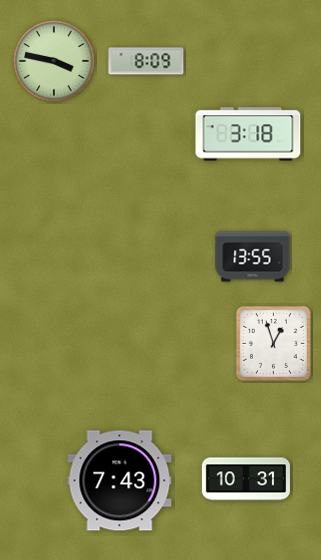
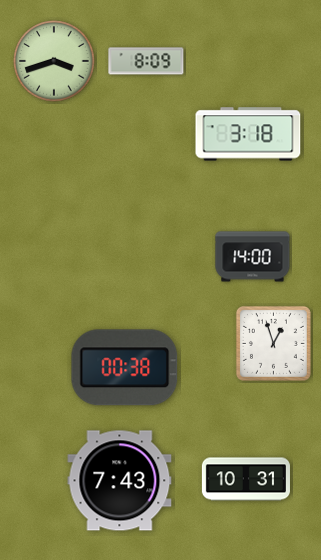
clock at (54, 61): 3:47 -> 3:42
clock at (253, 257): 13:55 -> 14:00
clock at (125, 368): none -> 00:38
